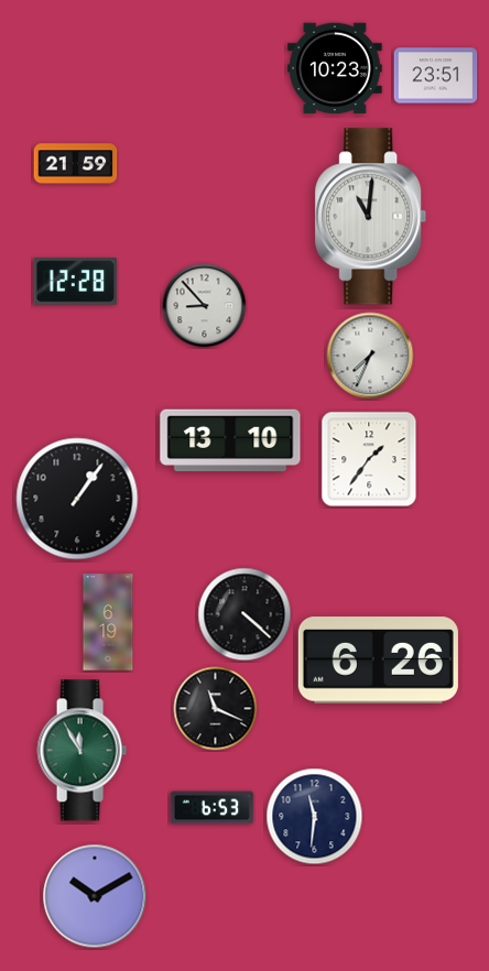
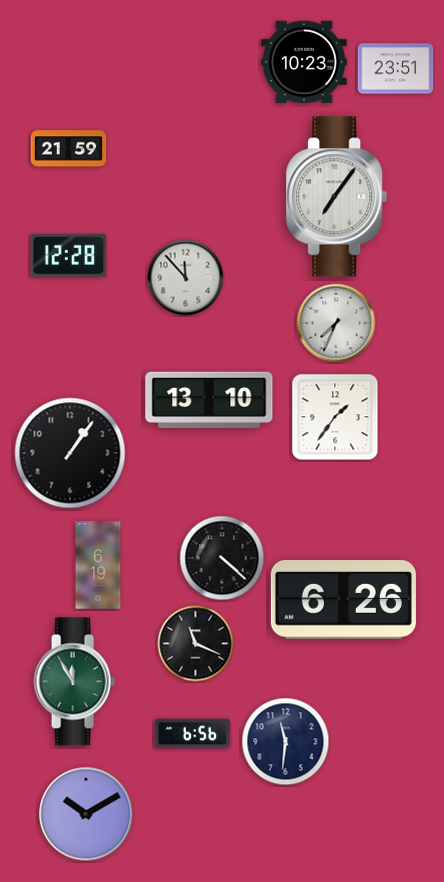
clock at (371, 217): 11:01 -> 7:06
clock at (205, 306): 8:53 -> 11:53
clock at (213, 808): 6:53 -> 6:56
